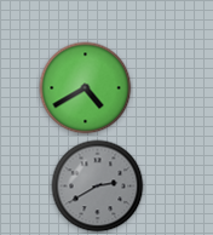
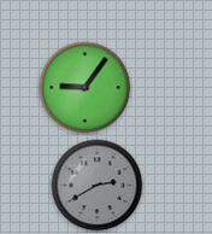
clock at (86, 88): 4:40 -> 9:06
